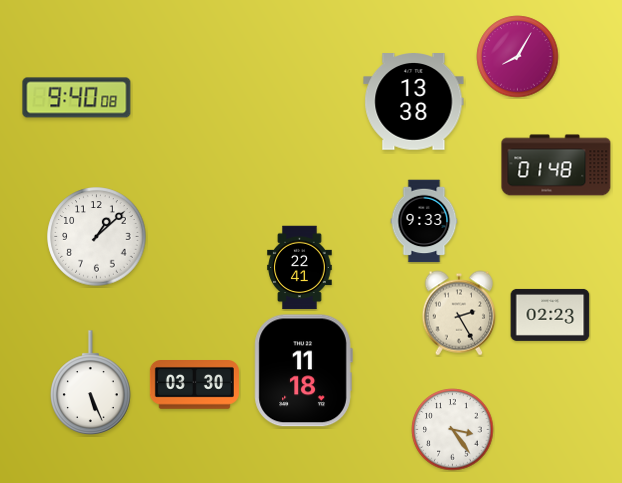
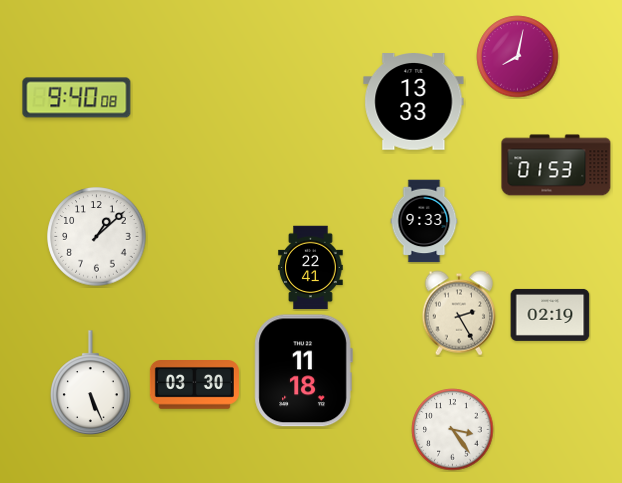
clock at (518, 57): 8:05 -> 8:02
clock at (414, 102): 13:38 -> 13:33
clock at (556, 165): 01:48 -> 01:53
clock at (300, 268) position: (300, 268) -> (311, 268)
clock at (550, 315): 02:23 -> 02:19
